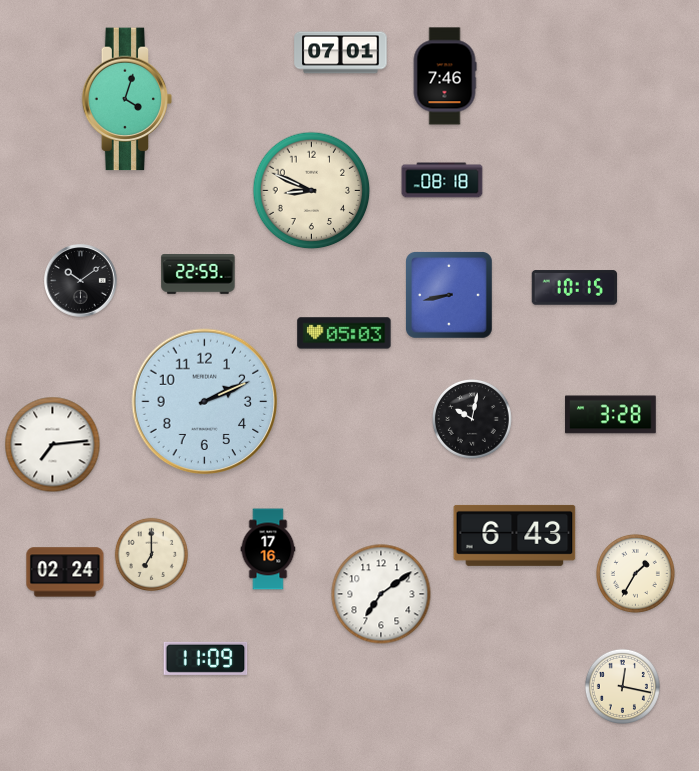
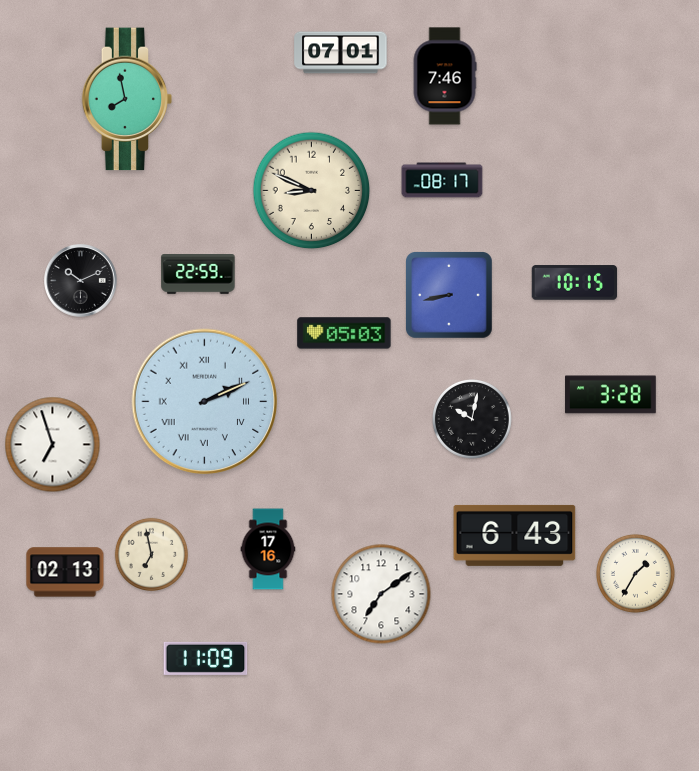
clock at (127, 99): 4:03 -> 7:58
clock at (442, 180): 08:18 -> 08:17
clock at (81, 281): 10:09 -> 10:11
clock at (575, 288) position: (575, 288) -> (575, 283)
clock at (205, 402) numerals: Arabic -> Roman
clock at (611, 415) position: (611, 415) -> (611, 395)
clock at (53, 445): 7:14 -> 6:57
clock at (151, 554): 7:00 -> 6:58
clock at (65, 572): 02:24 -> 02:13
clock at (622, 686): 12:17 -> none
